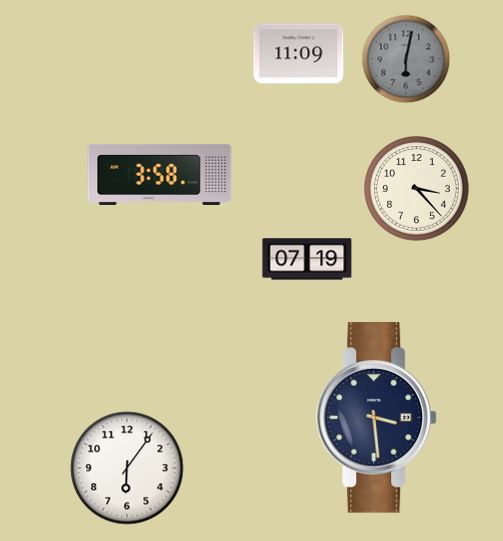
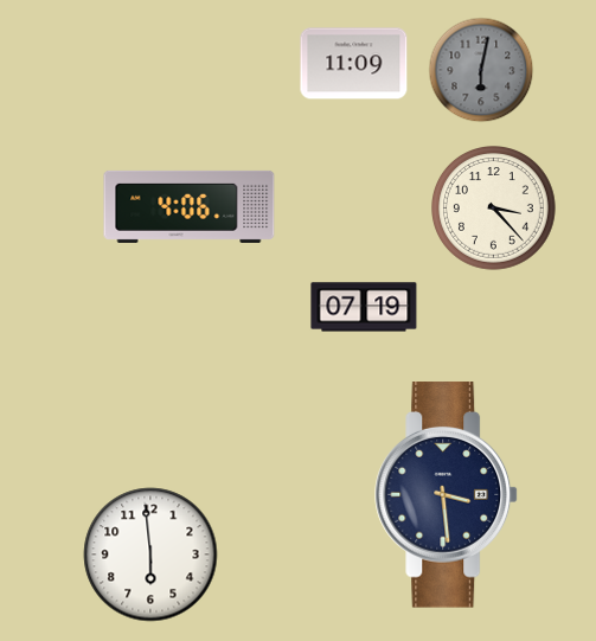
clock at (160, 174): 3:58 -> 4:06
clock at (417, 189) position: (417, 189) -> (494, 209)
clock at (127, 468): 6:06 -> 5:59
